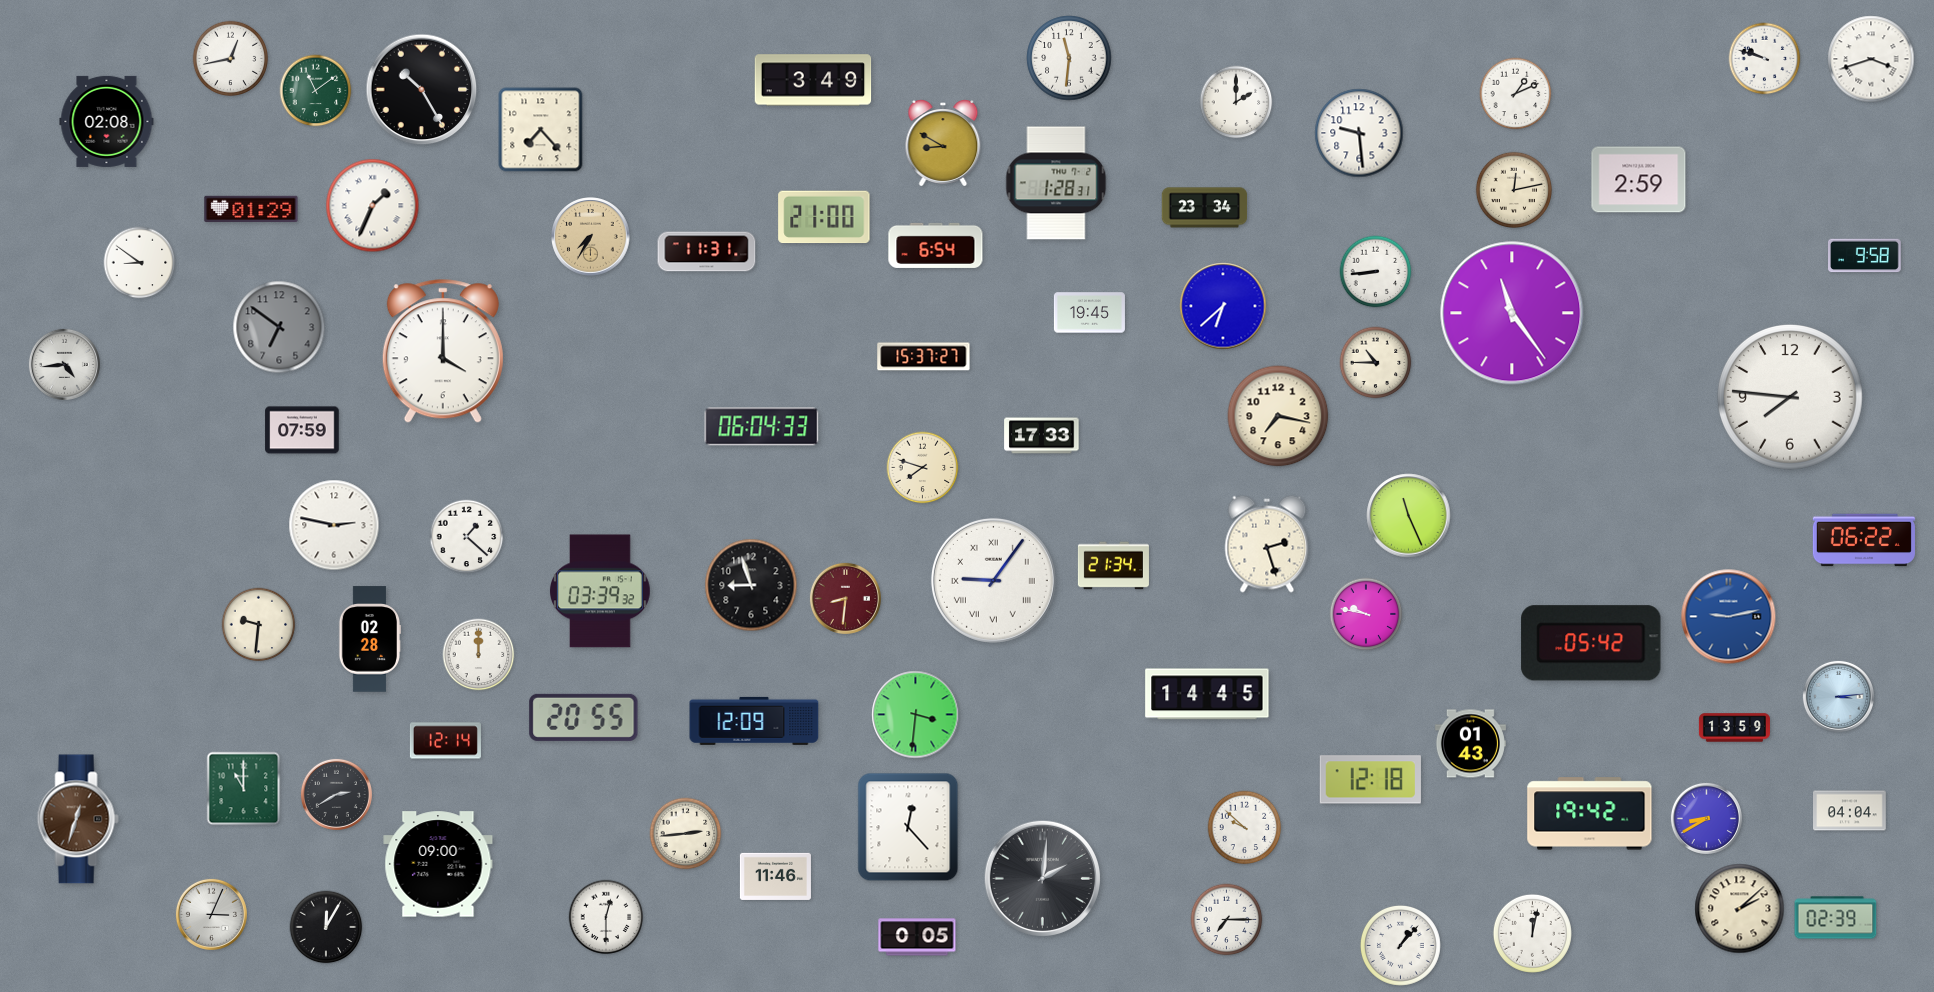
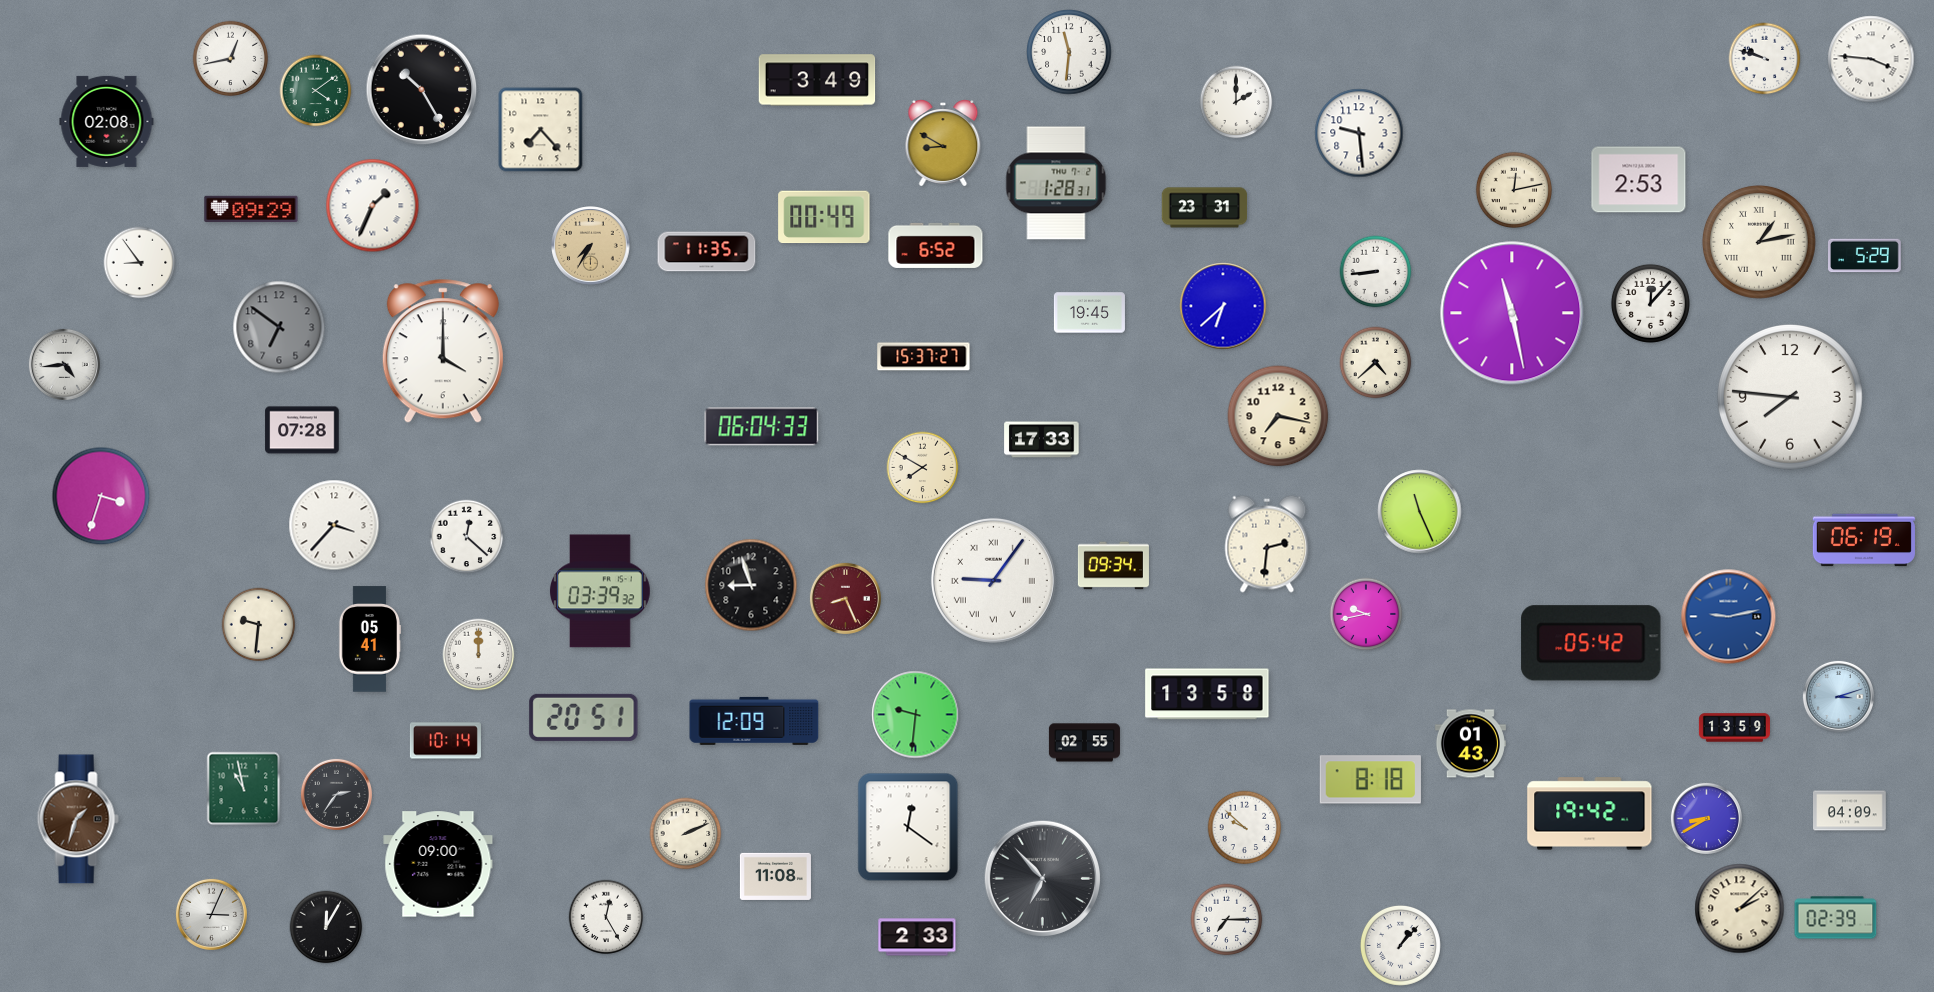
clock at (1069, 58) position: (1069, 58) -> (1069, 52)
clock at (1871, 59): 3:42 -> 3:46
clock at (813, 80) position: (813, 80) -> (817, 80)
clock at (316, 91): 11:09 -> 4:09
clock at (1516, 94): 1:11 -> none
clock at (1639, 180): 2:59 -> 2:53
clock at (1205, 208): 23:34 -> 23:31
clock at (251, 209): 01:29 -> 09:29
clock at (824, 217): 21:00 -> 00:49
clock at (591, 237) position: (591, 237) -> (591, 246)
clock at (1759, 242): none -> 1:13
clock at (936, 245): 6:54 -> 6:52
clock at (707, 252): 11:31 -> 11:35
clock at (1865, 256): 9:58 -> 5:29
clock at (140, 263): 8:51 -> 8:54
clock at (1650, 303): none -> 12:07
clock at (1512, 313): 11:24 -> 11:28
clock at (1376, 363): 10:45 -> 4:38
clock at (302, 430): 07:59 -> 07:28
clock at (1042, 436) position: (1042, 436) -> (1042, 440)
clock at (923, 468): 7:48 -> 7:50
clock at (101, 496): none -> 3:33
clock at (1409, 516) position: (1409, 516) -> (1420, 512)
clock at (334, 525): 2:47 -> 3:37
clock at (467, 537): 1:22 -> 12:22
clock at (1864, 540): 06:22 -> 06:19
clock at (1267, 544): 2:27 -> 2:31
clock at (1113, 566): 21:34 -> 09:34
clock at (845, 598): 8:31 -> 8:26
clock at (1366, 614): 9:47 -> 9:43
clock at (369, 639): 02:28 -> 05:41
clock at (1207, 694): 14:45 -> 13:58
clock at (1838, 696): 3:14 -> 3:12
clock at (916, 715): 3:31 -> 9:31
clock at (584, 717): 20:55 -> 20:51
clock at (445, 741): 12:14 -> 10:14
clock at (1084, 743): none -> 02:55
clock at (1370, 780): 12:18 -> 8:18
clock at (244, 789): 11:00 -> 10:58
clock at (336, 794): 2:40 -> 2:36
clock at (1850, 811): 04:04 -> 04:09
clock at (78, 819): 12:33 -> 1:33
clock at (908, 827): 12:23 -> 12:21
clock at (686, 834): 2:44 -> 2:11
clock at (775, 876): 11:46 -> 11:08
clock at (1042, 878): 2:01 -> 6:53
clock at (606, 917): 12:30 -> 12:25
clock at (1532, 933): 12:02 -> none
clock at (917, 937): 0:05 -> 2:33
